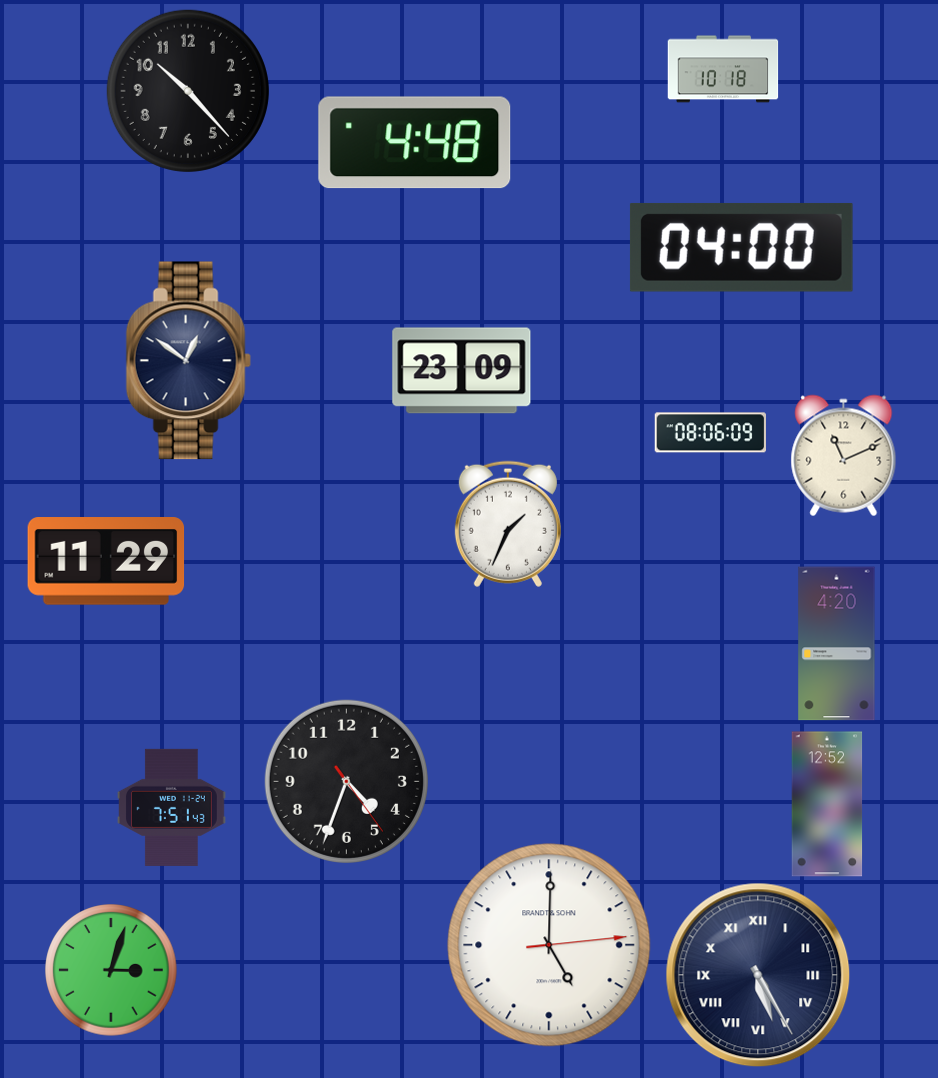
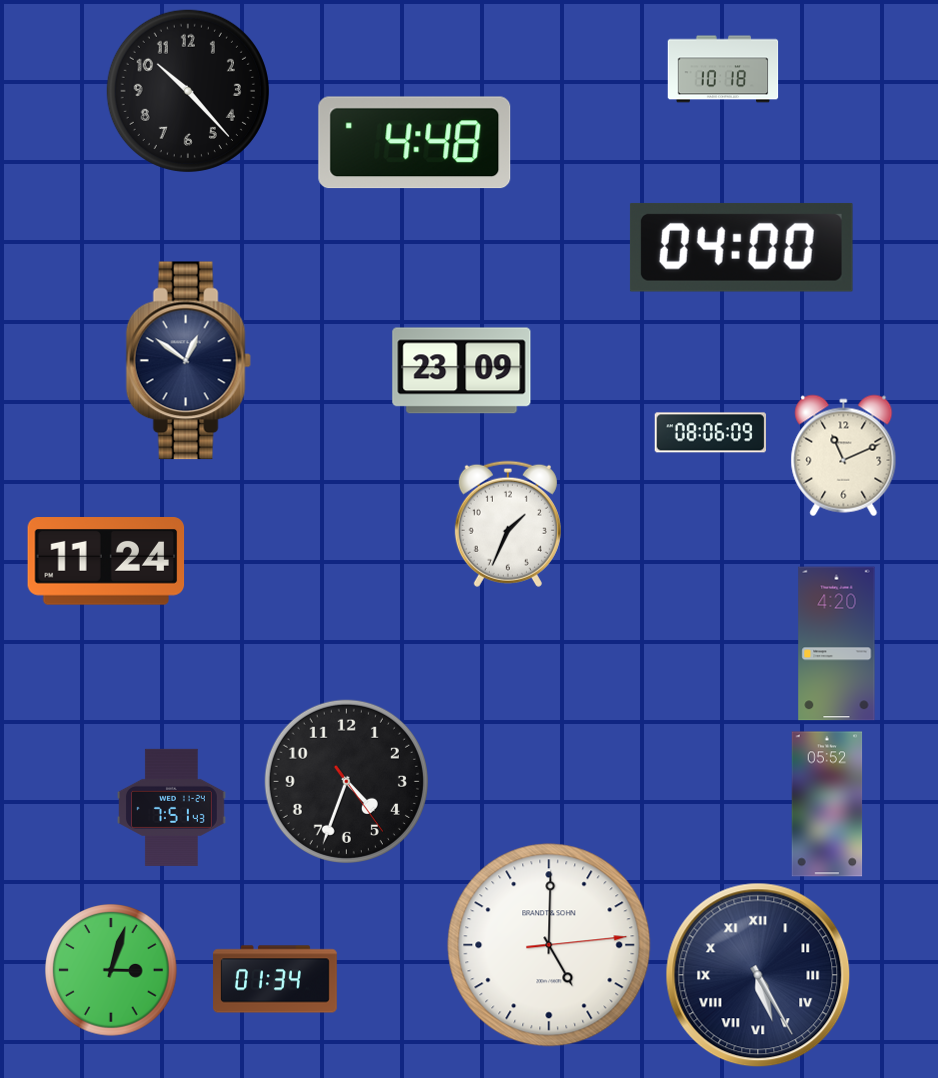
clock at (106, 562): 11:29 -> 11:24
clock at (827, 804): 12:52 -> 05:52
clock at (276, 979): none -> 01:34
